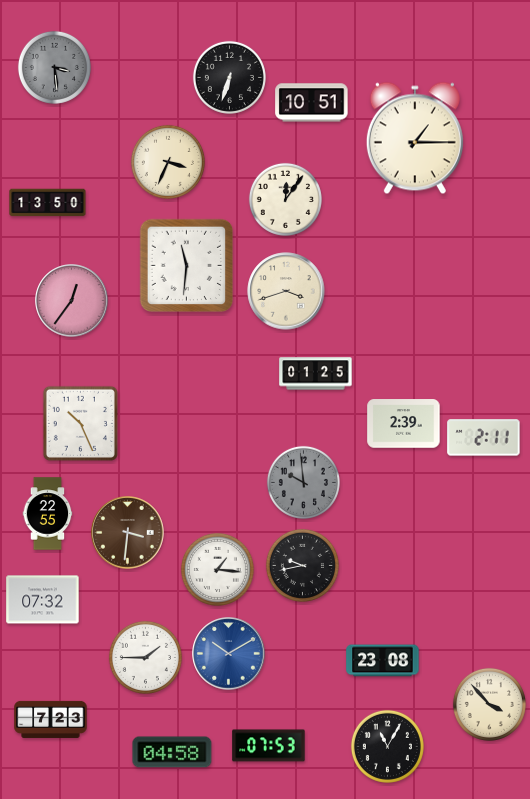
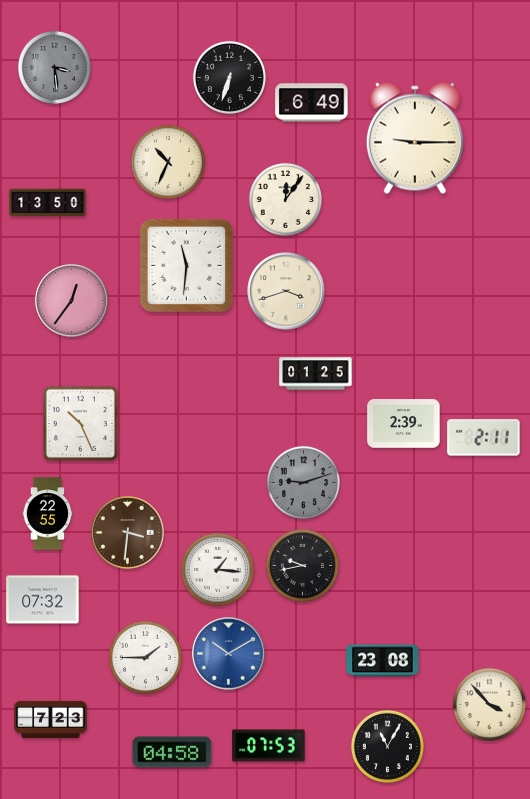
clock at (312, 103): 10:51 -> 6:49
clock at (415, 138): 1:15 -> 9:15
clock at (168, 162): 3:34 -> 10:34
clock at (303, 482): 9:59 -> 9:12
